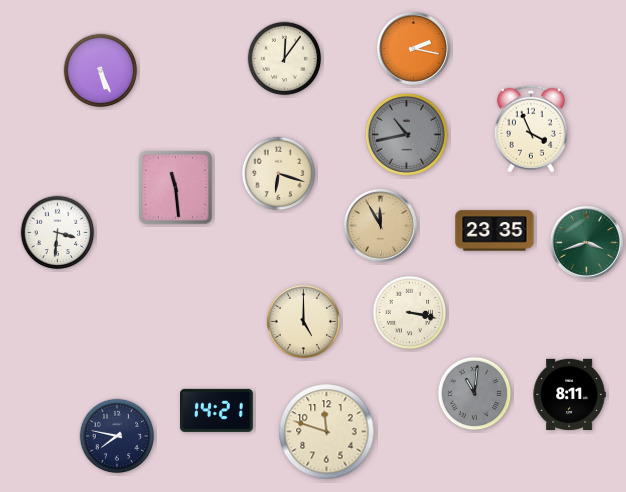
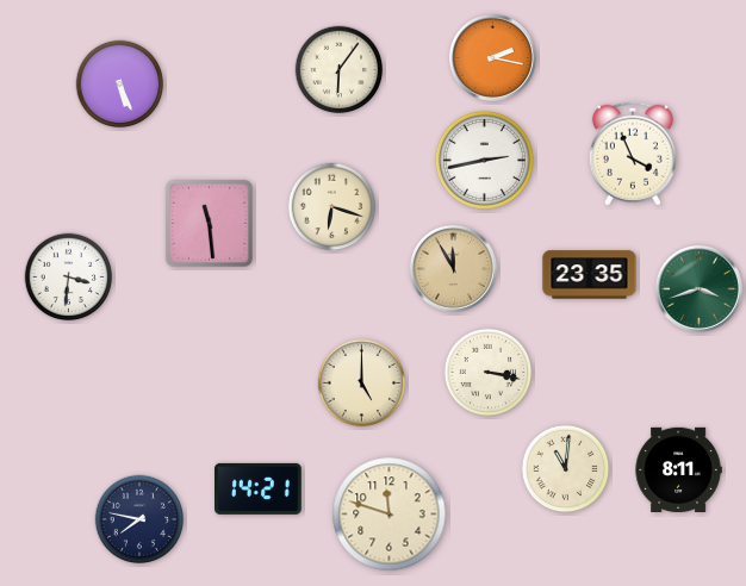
clock at (285, 59): 12:06 -> 6:06
clock at (406, 134): 10:43 -> 2:43
clock at (406, 134) dial: grey -> white
clock at (475, 394) dial: grey -> cream
